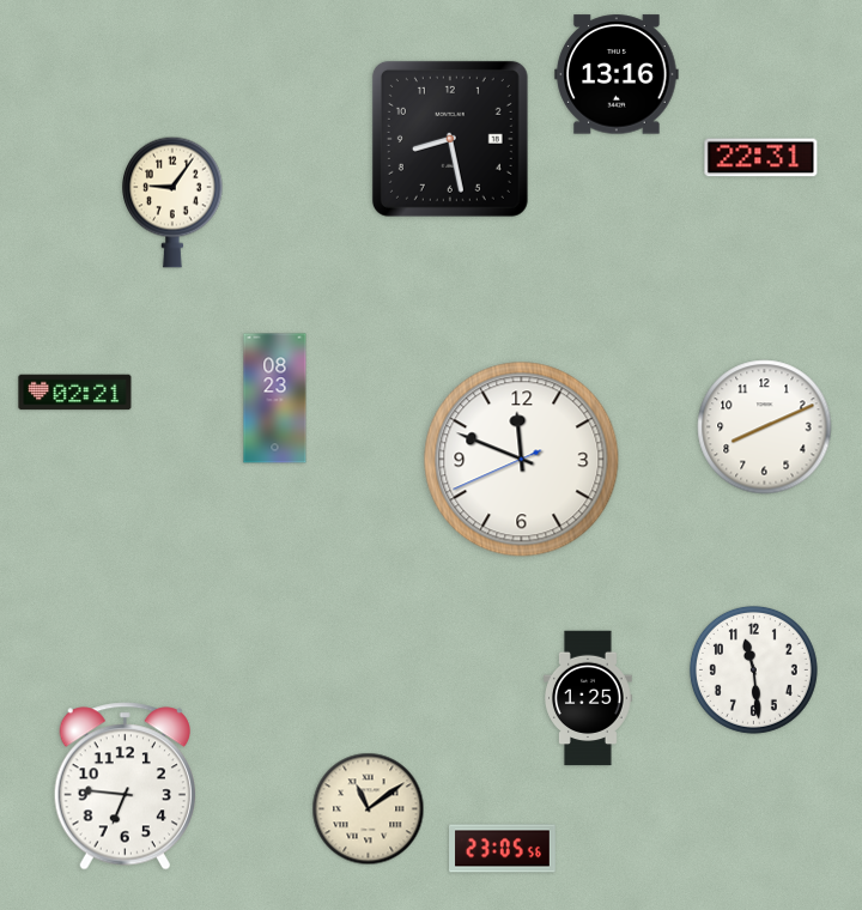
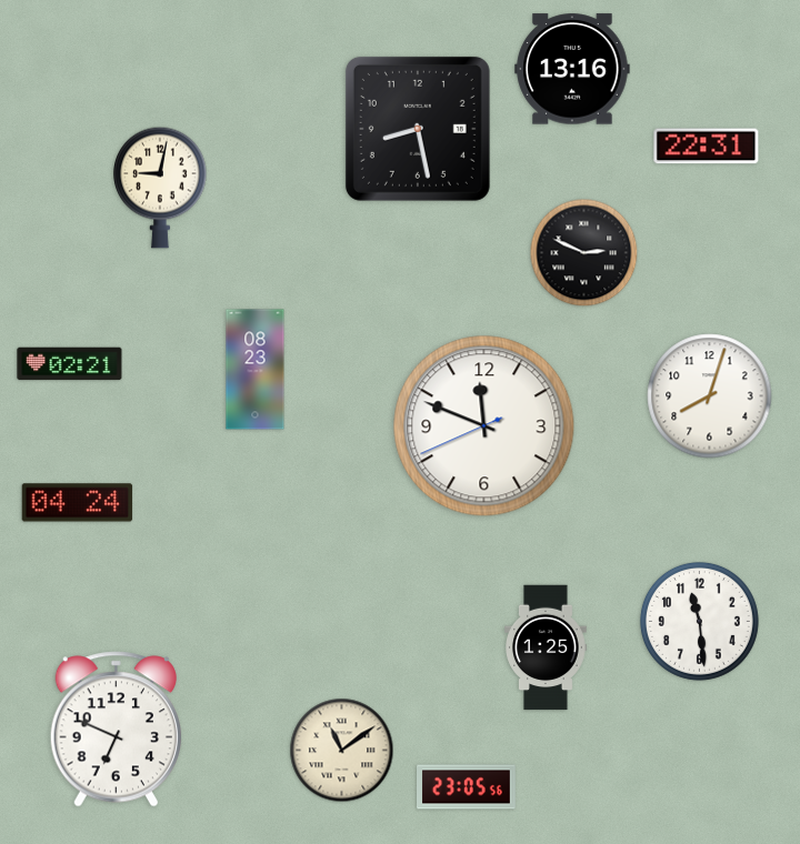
clock at (174, 202): 9:06 -> 9:02
clock at (584, 253): none -> 2:49
clock at (765, 427): 8:11 -> 8:03
clock at (78, 503): none -> 04:24
clock at (125, 787): 6:46 -> 6:49
